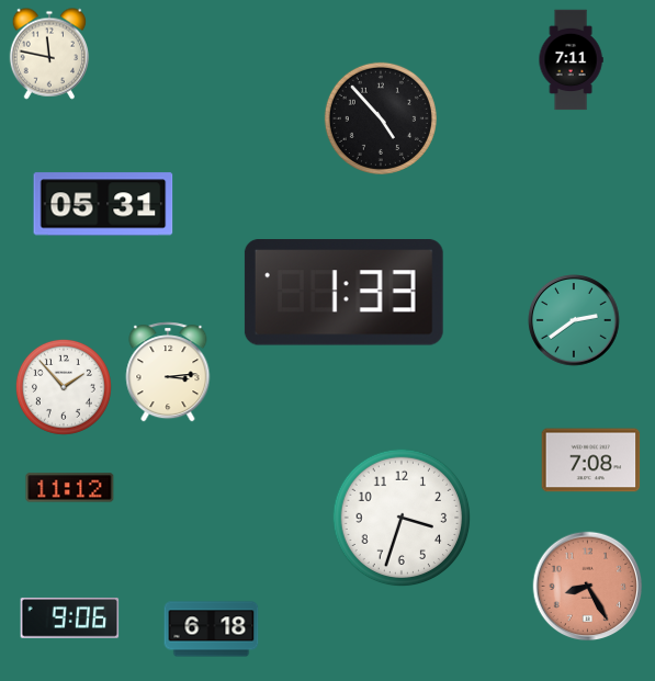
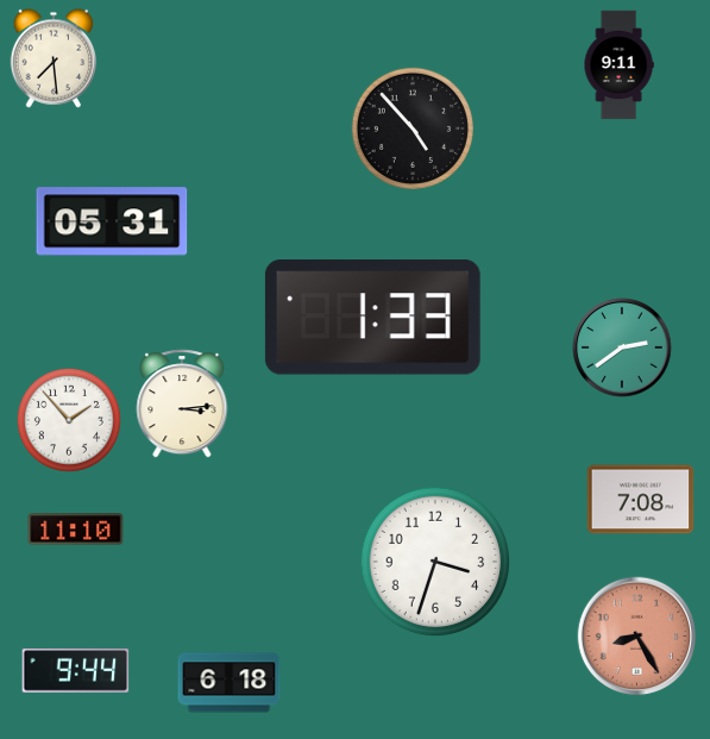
clock at (49, 54): 11:47 -> 7:29
clock at (571, 60): 7:11 -> 9:11
clock at (70, 488): 11:12 -> 11:10
clock at (70, 617): 9:06 -> 9:44
